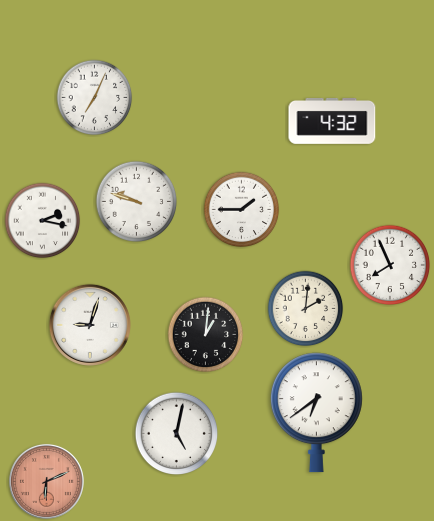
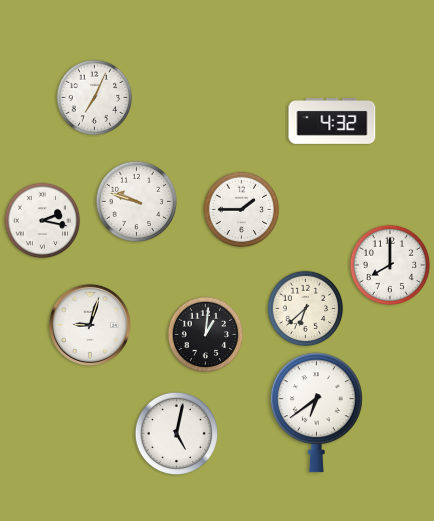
clock at (390, 265): 7:56 -> 8:00
clock at (306, 309): 2:01 -> 6:38
clock at (46, 481): 6:11 -> none
